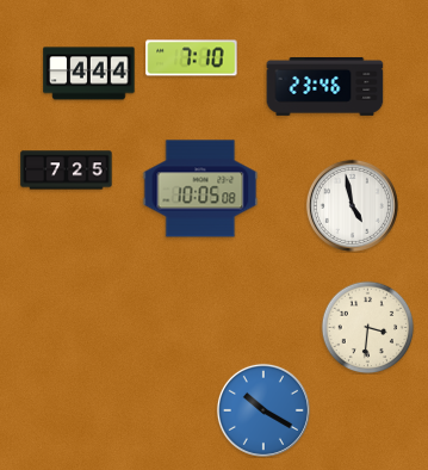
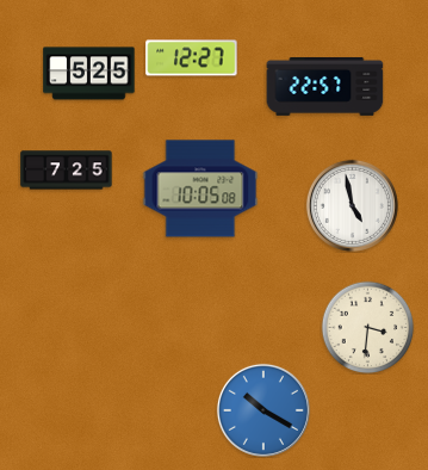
clock at (192, 58): 7:10 -> 12:27
clock at (89, 74): 4:44 -> 5:25
clock at (325, 86): 23:46 -> 22:57
